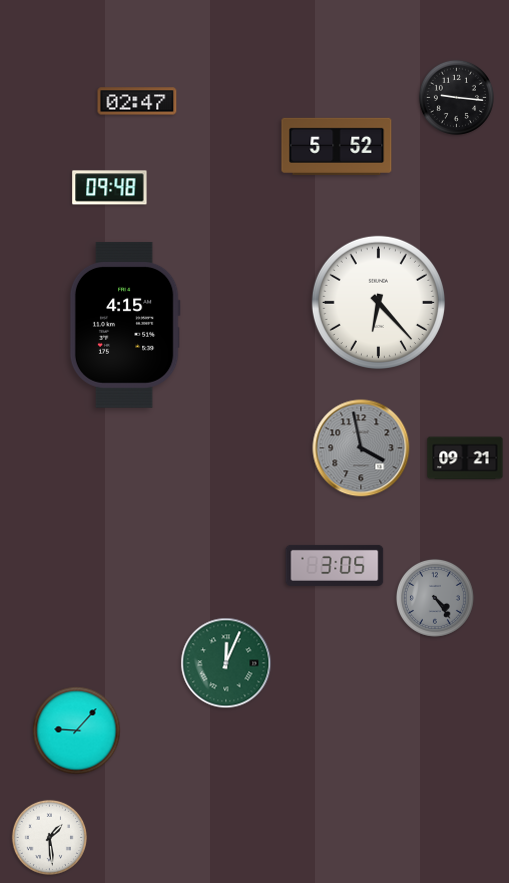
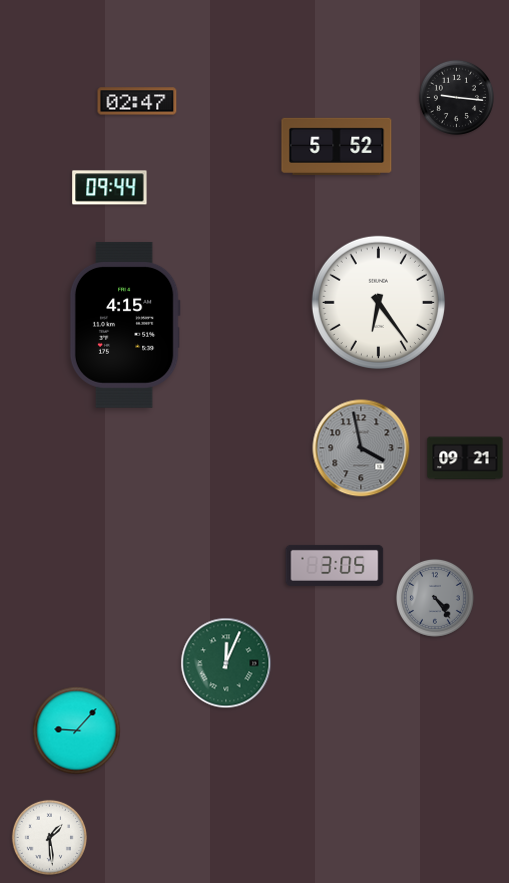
clock at (110, 188): 09:48 -> 09:44
clock at (378, 302): 6:23 -> 6:24
